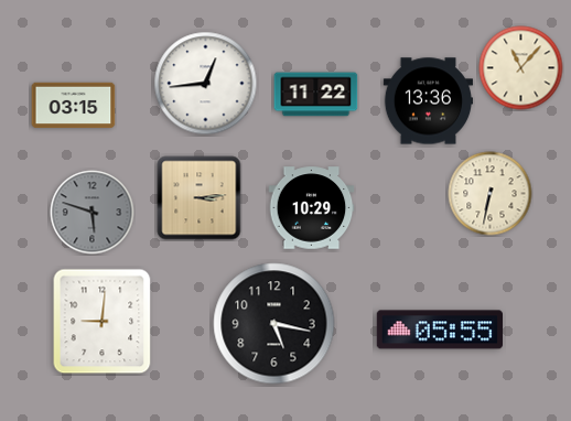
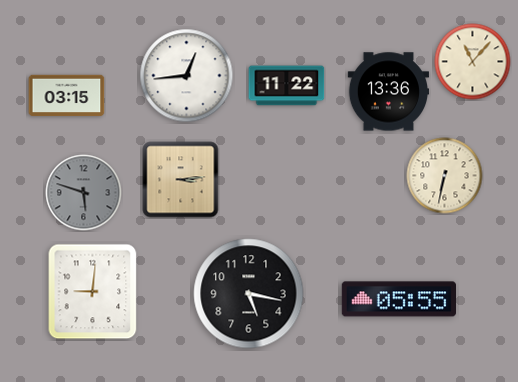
clock at (312, 208): 10:29 -> none
